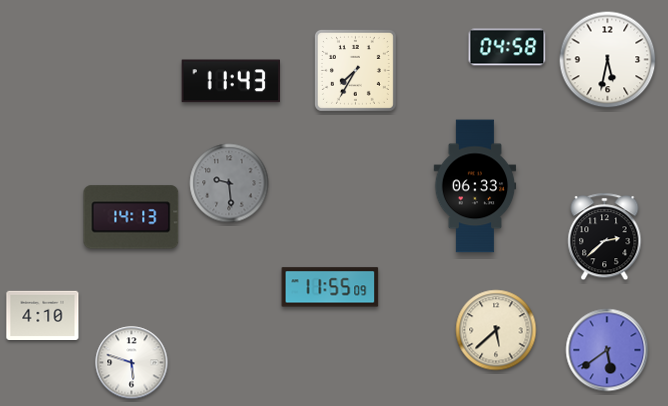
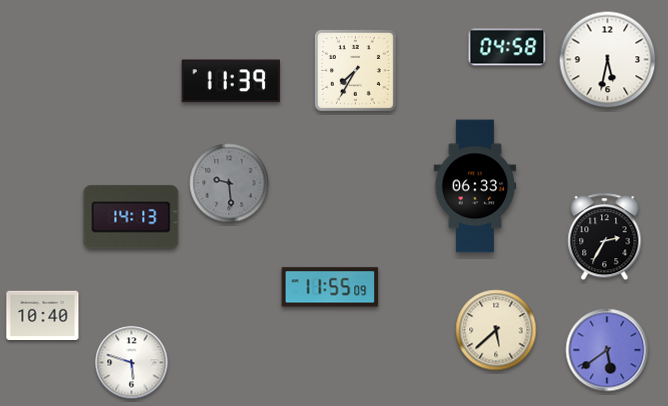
clock at (230, 81): 11:43 -> 11:39
clock at (605, 237): 2:38 -> 2:35
clock at (43, 316): 4:10 -> 10:40
